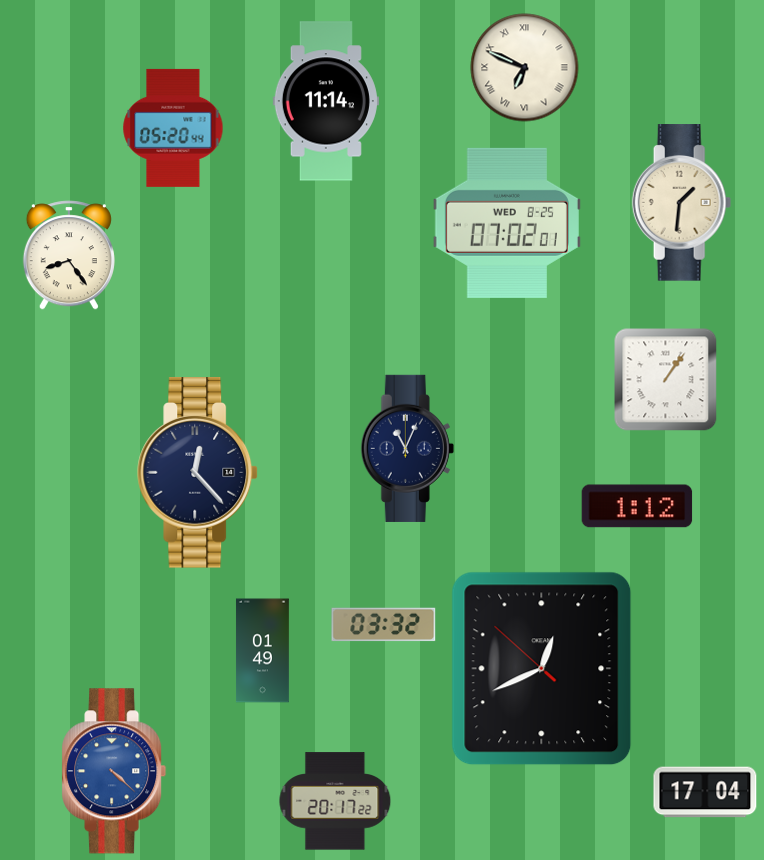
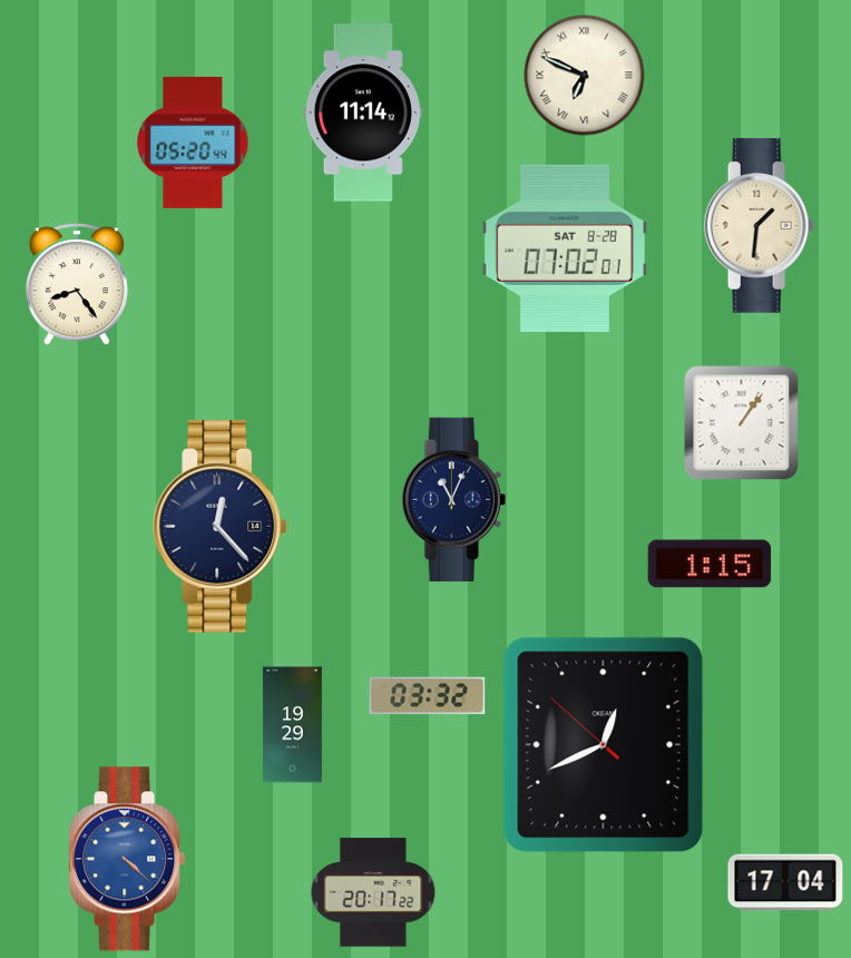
clock at (507, 223) date: WED 8-25 -> SAT 8-28
clock at (637, 506): 1:12 -> 1:15
clock at (263, 651): 01:49 -> 19:29
